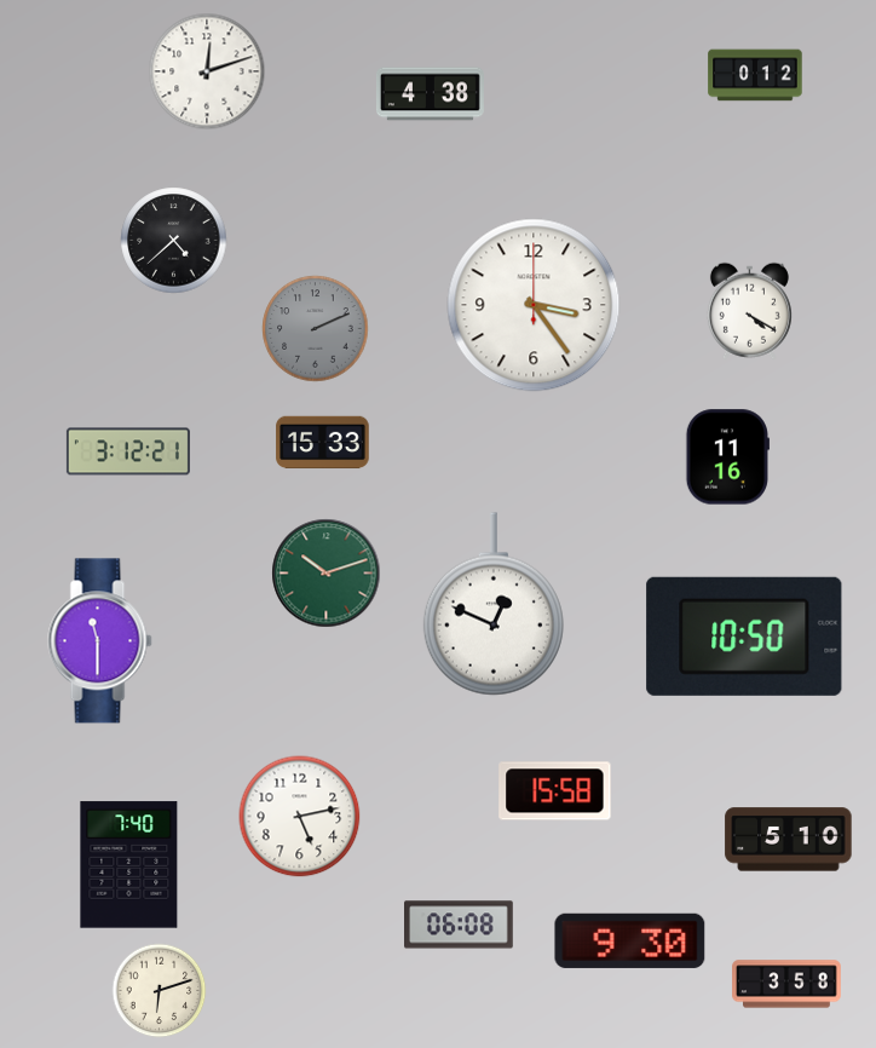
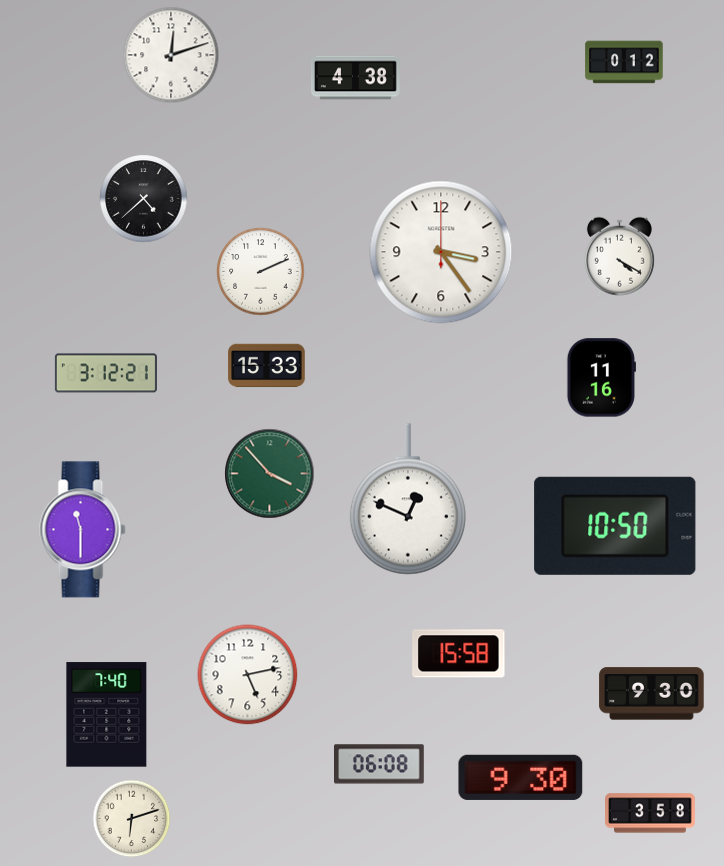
clock at (207, 71) position: (207, 71) -> (171, 55)
clock at (316, 329) dial: grey -> white
clock at (327, 574): 10:12 -> 3:53
clock at (789, 840): 5:10 -> 9:30
